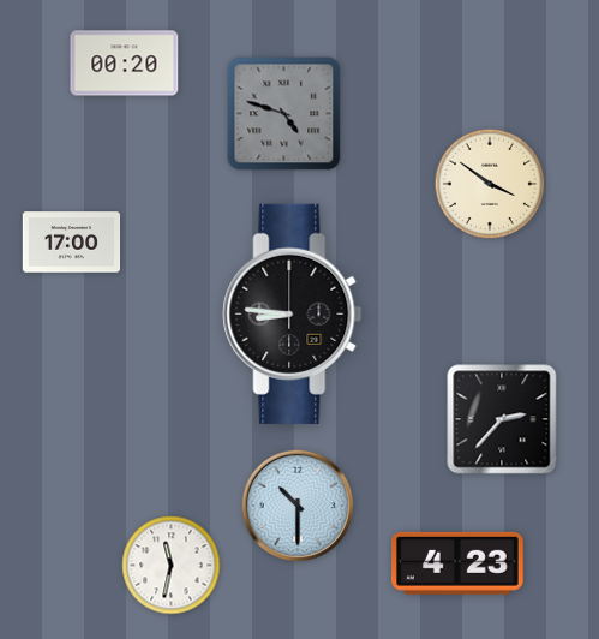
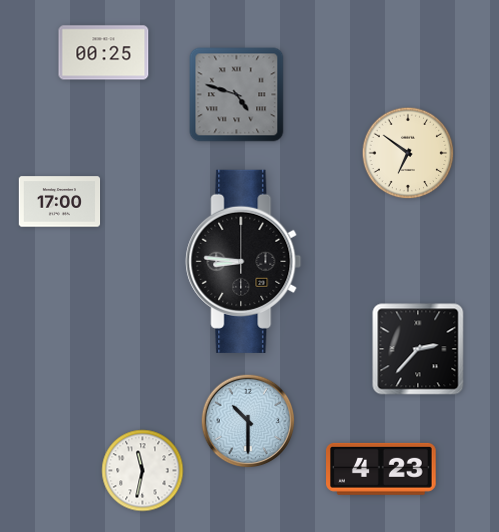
clock at (125, 64): 00:20 -> 00:25
clock at (490, 184): 3:51 -> 6:51
